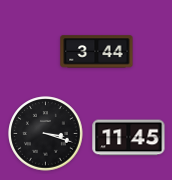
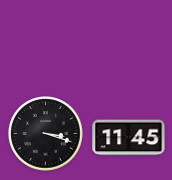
clock at (97, 52): 3:44 -> none
